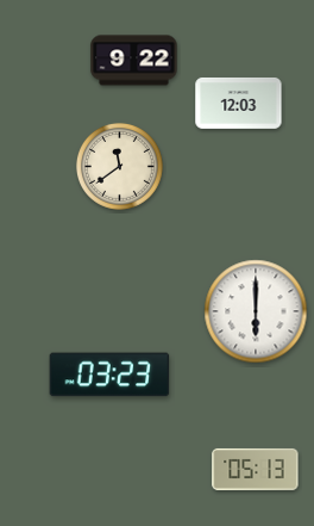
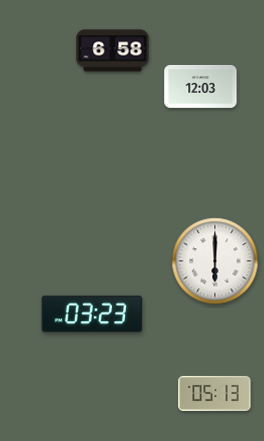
clock at (134, 61): 9:22 -> 6:58
clock at (119, 166): 11:39 -> none
